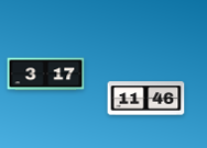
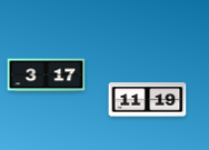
clock at (146, 99): 11:46 -> 11:19
